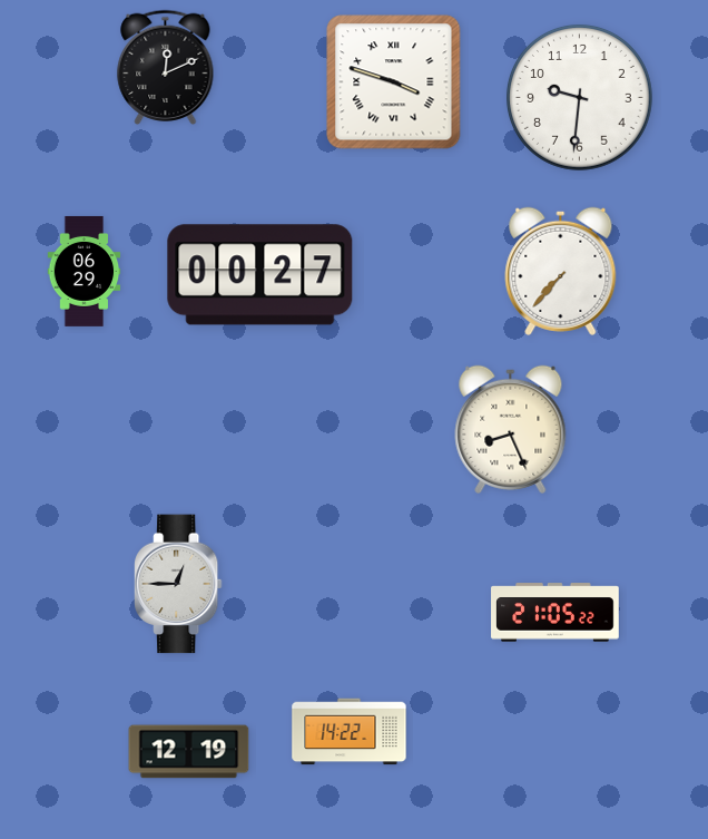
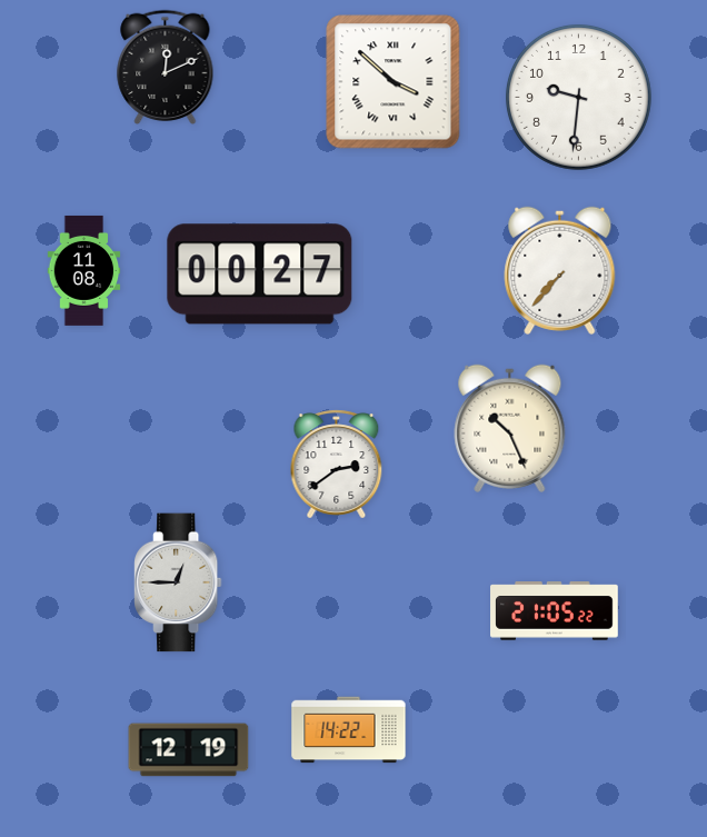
clock at (394, 82): 3:48 -> 3:52
clock at (85, 271): 06:29 -> 11:08
clock at (511, 429): 8:26 -> 10:26
clock at (337, 465): none -> 2:39
